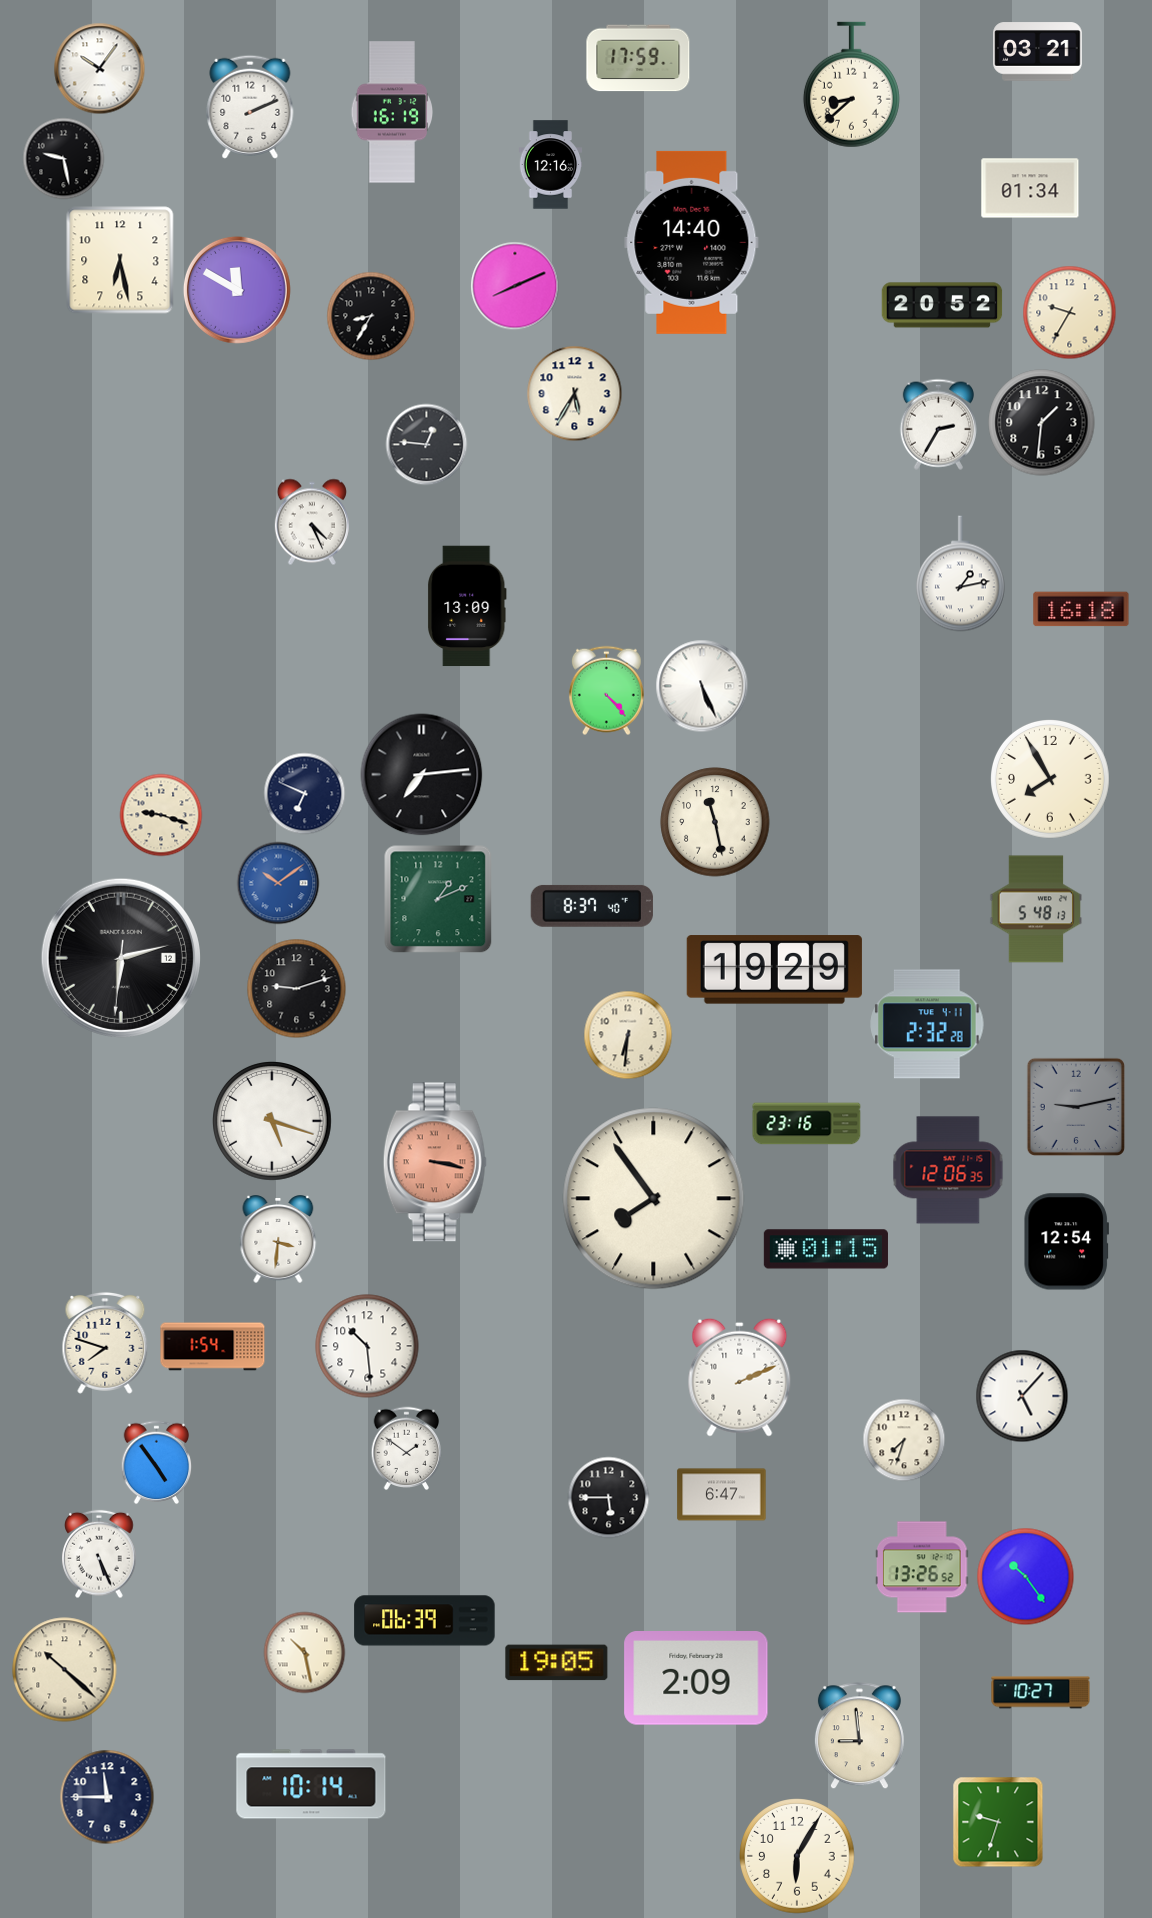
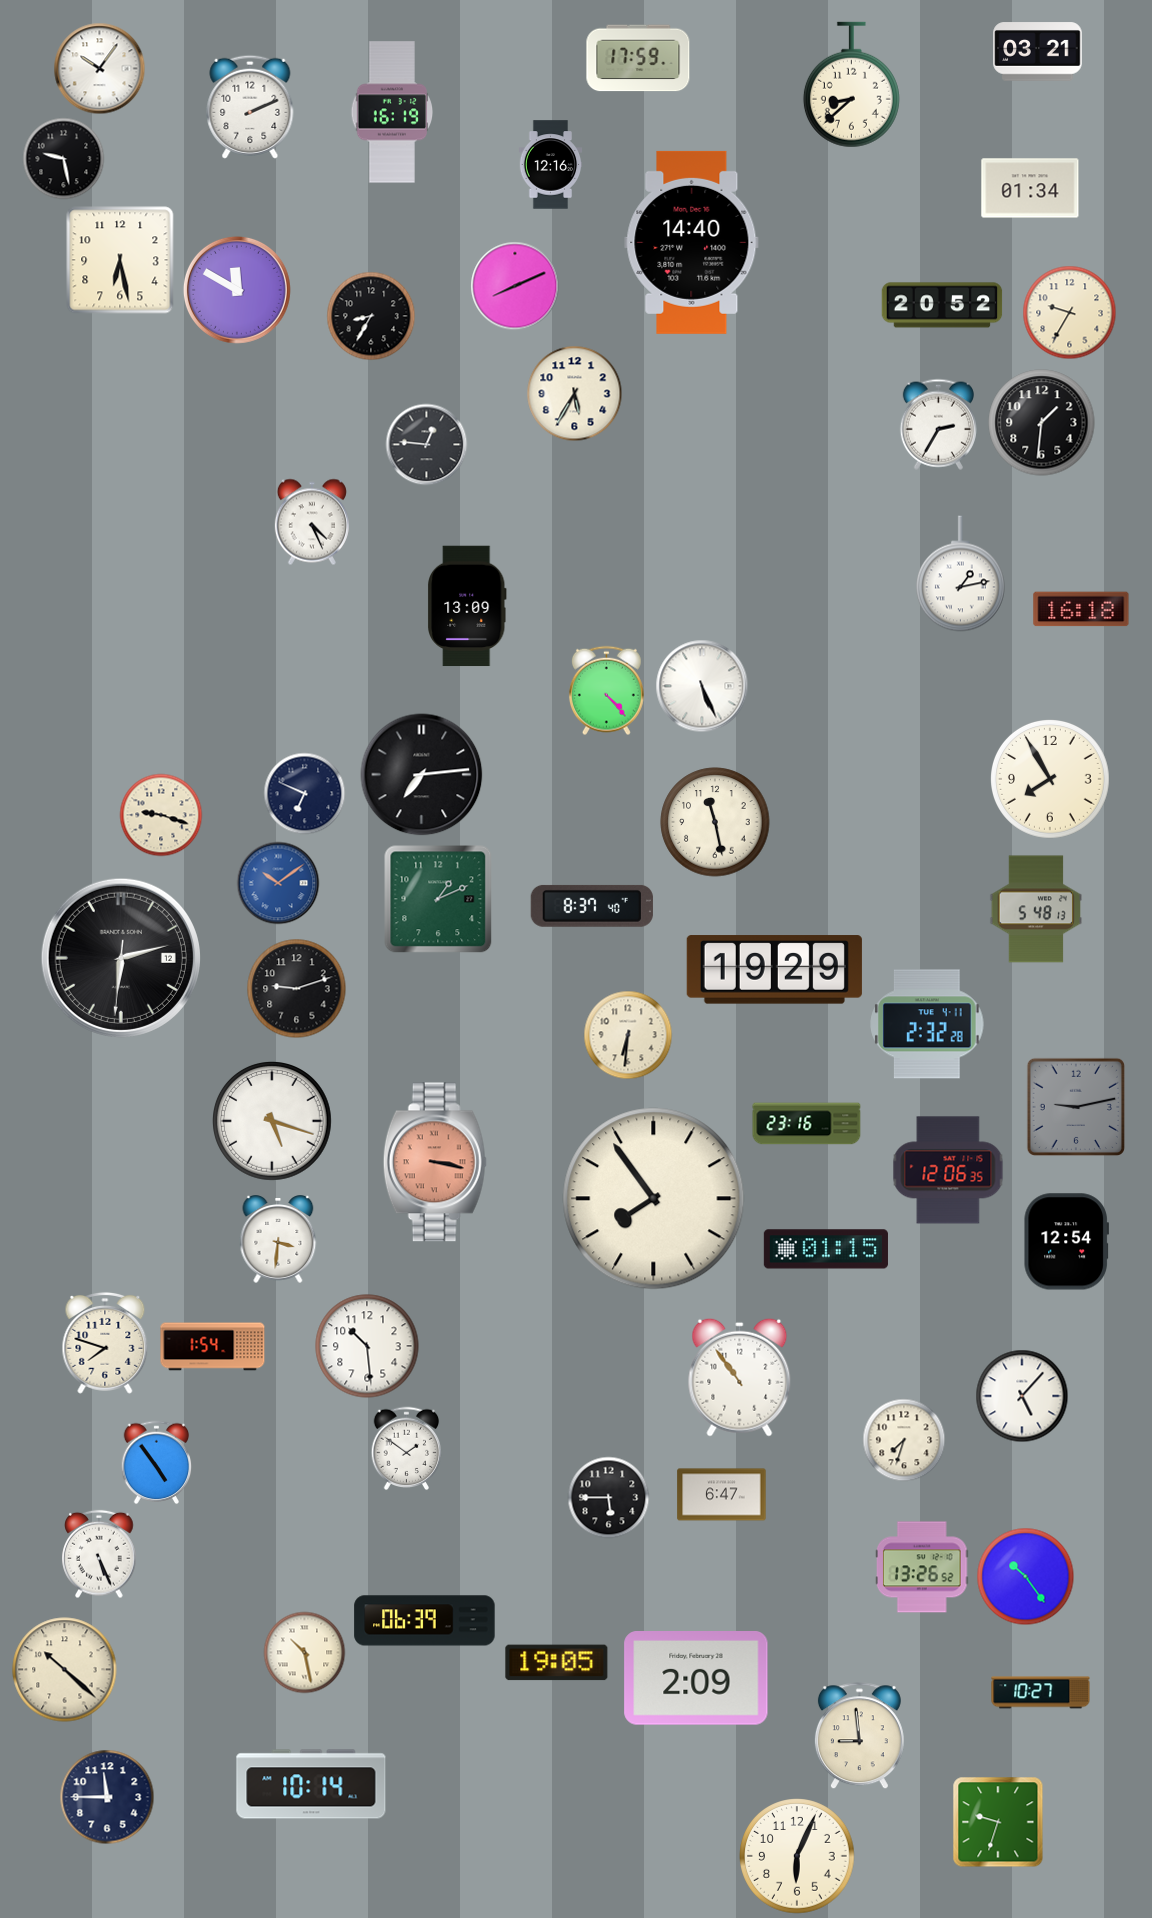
clock at (740, 1377): 2:11 -> 10:54
clock at (797, 1856): 6:05 -> 6:04
